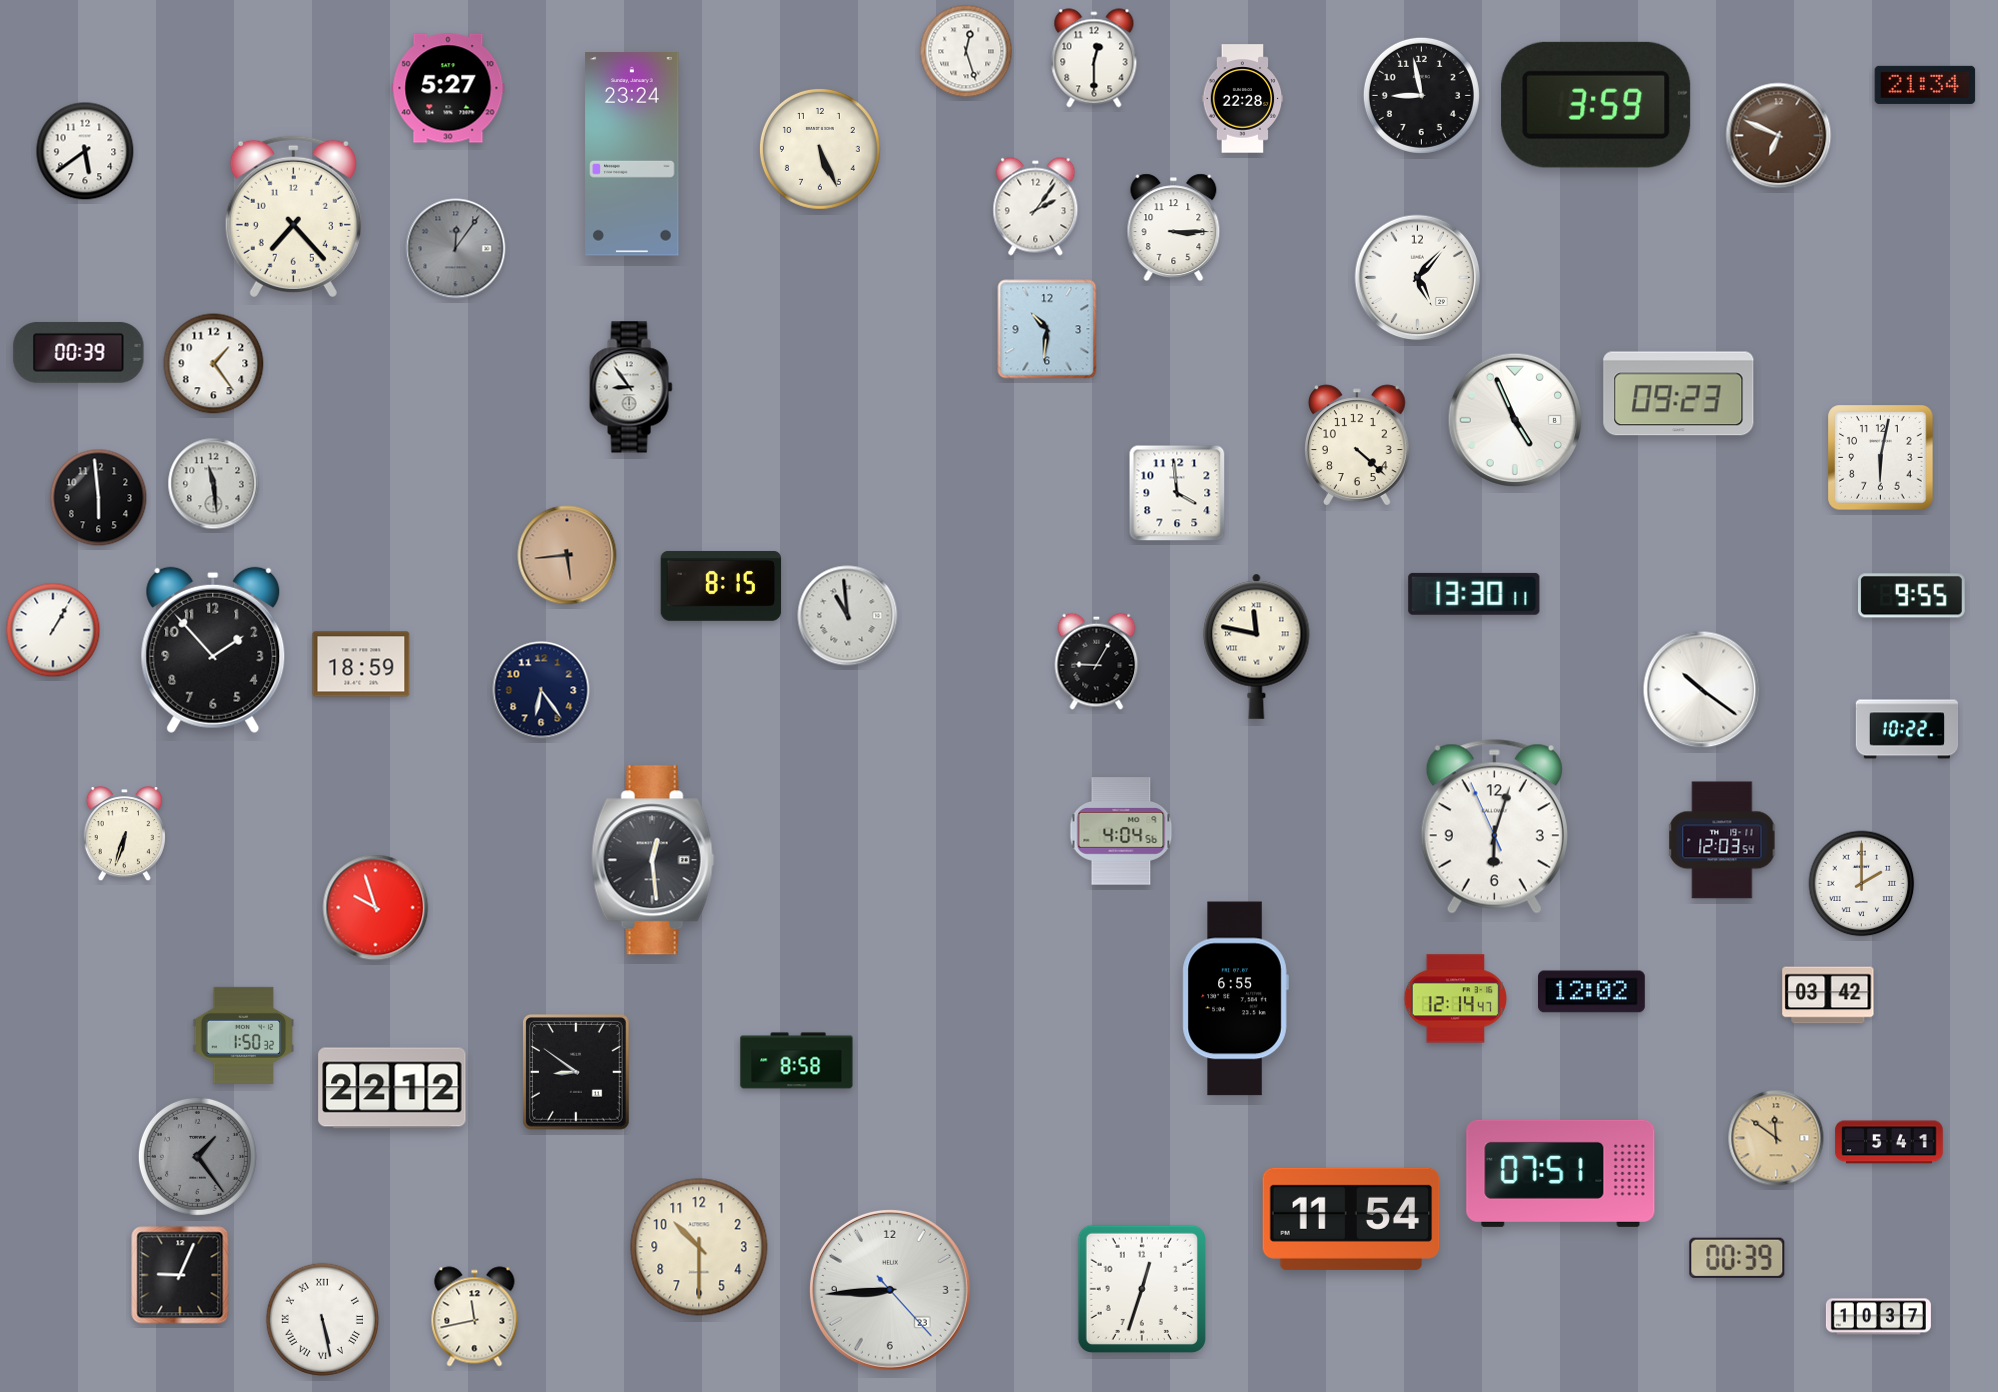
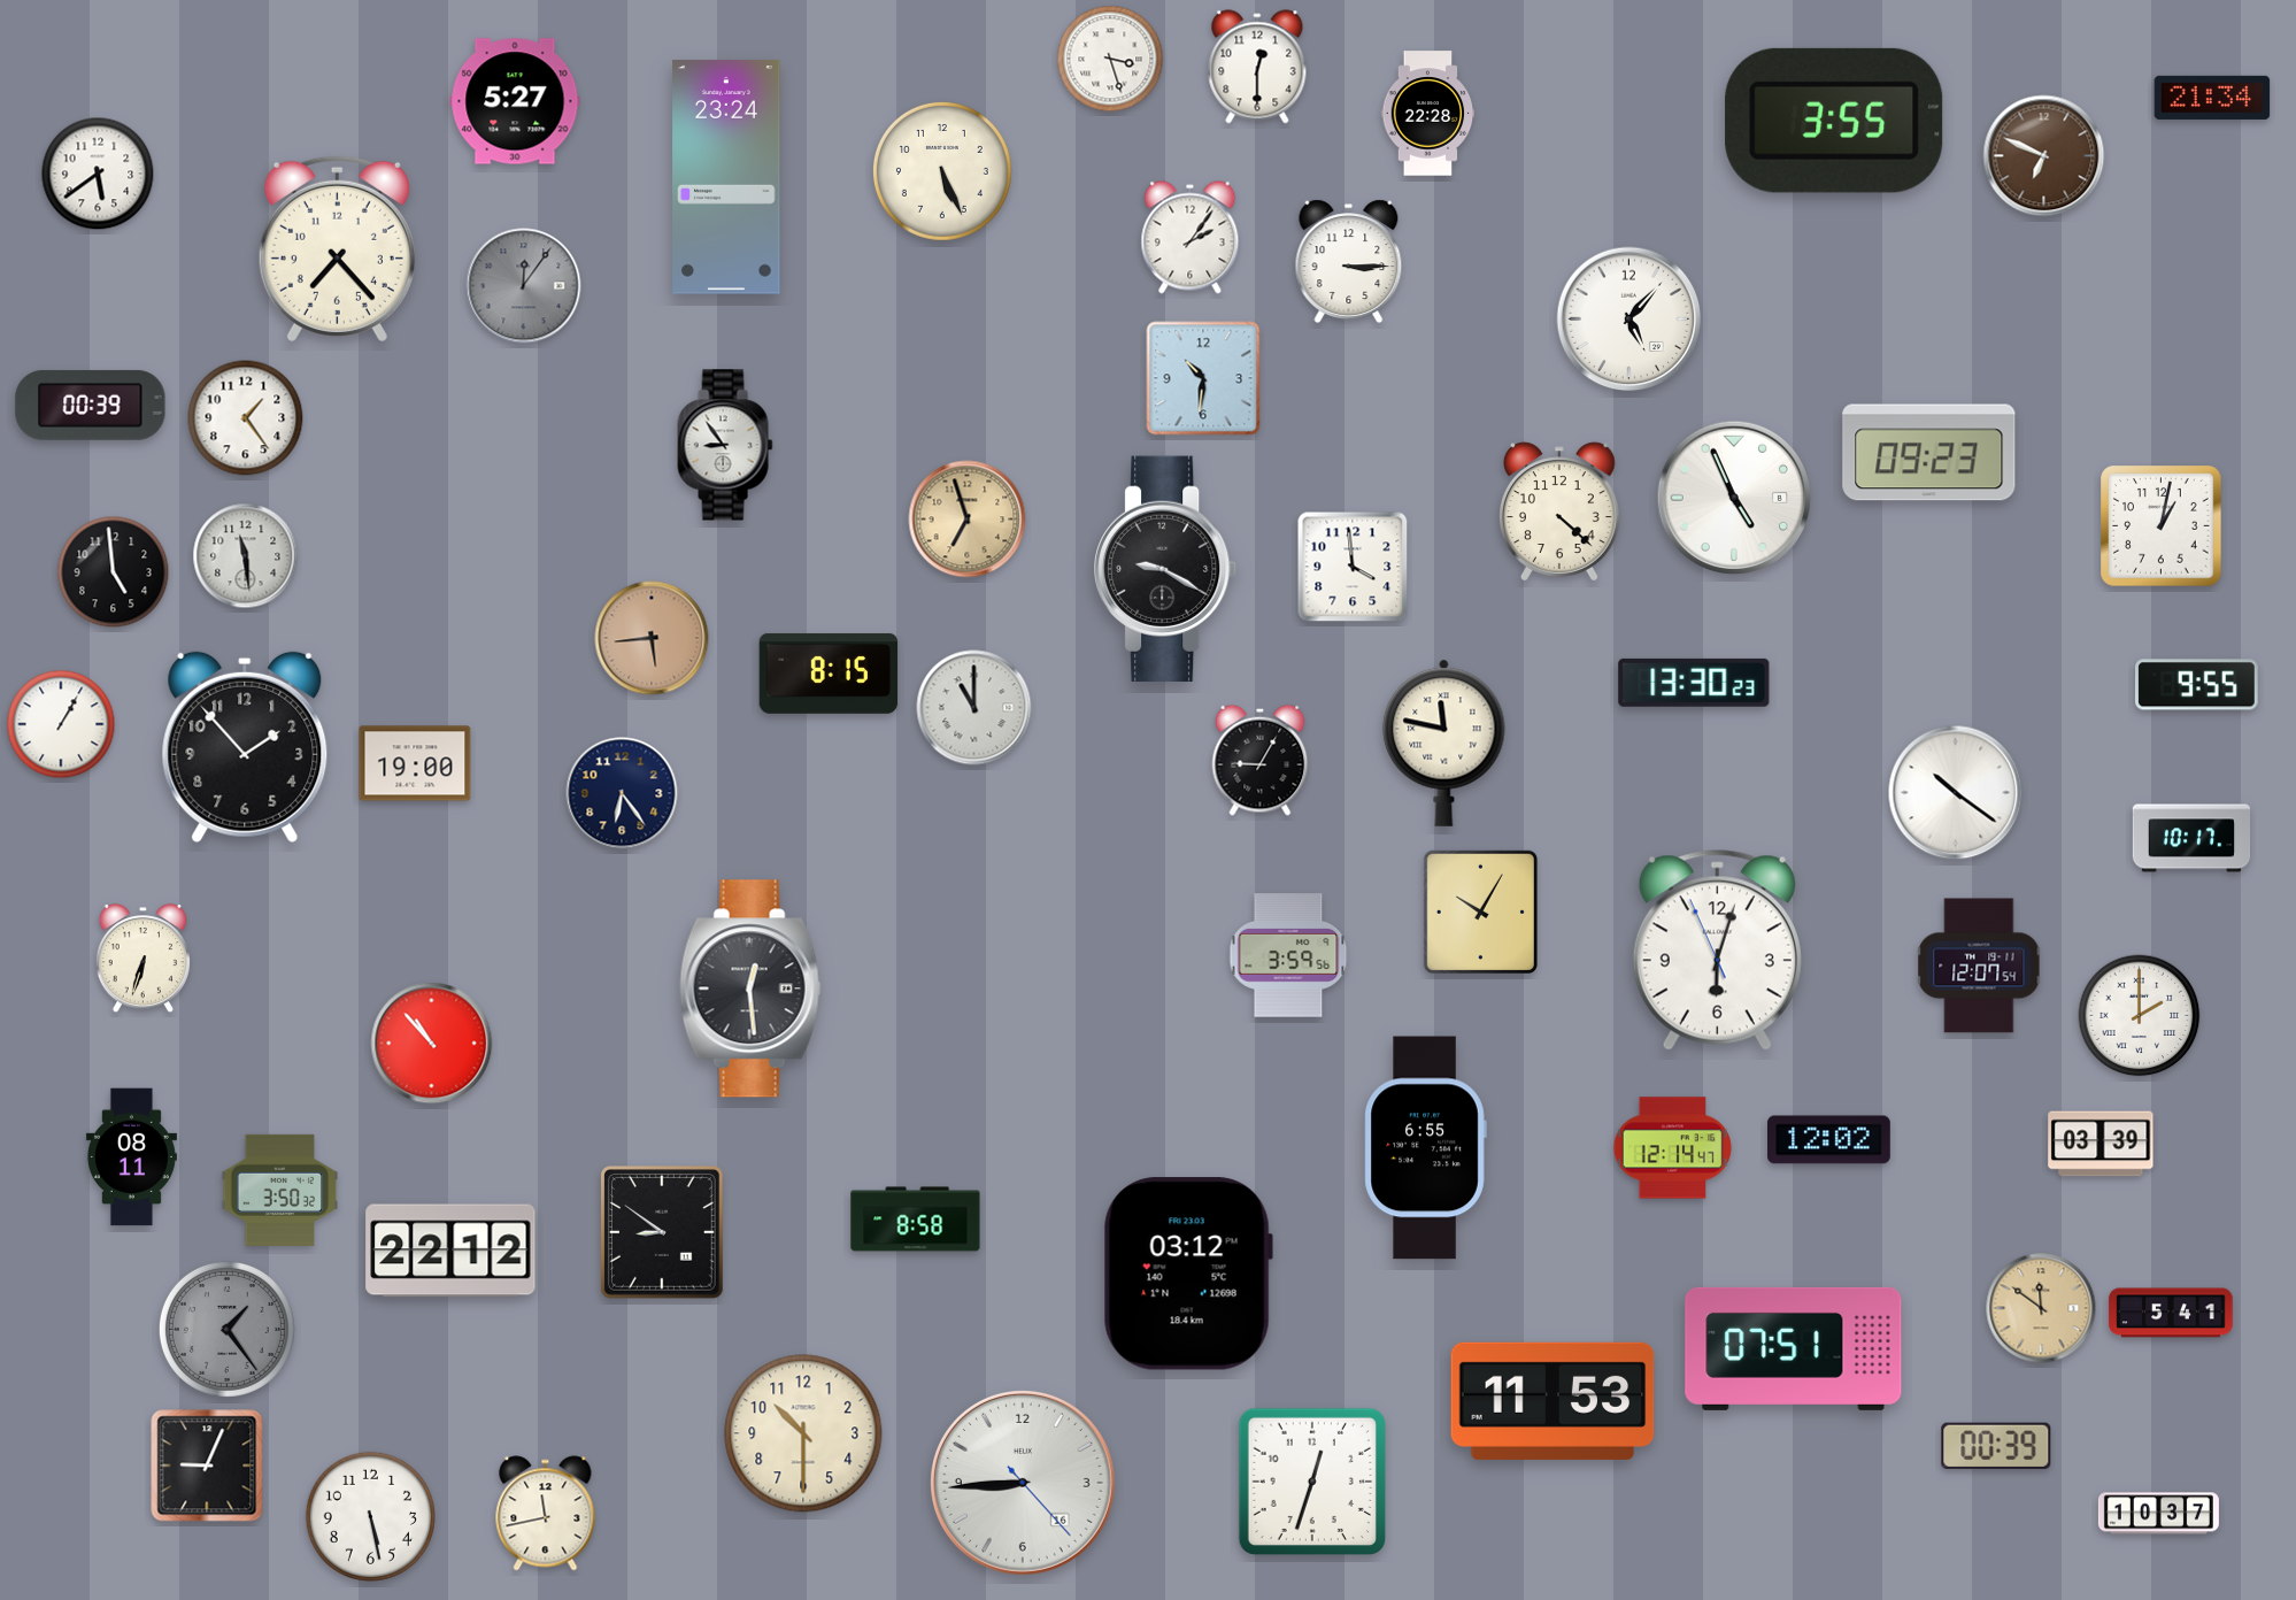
clock at (966, 51): 12:27 -> 3:27
clock at (1421, 95): 8:58 -> none
clock at (1596, 105): 3:59 -> 3:55
clock at (1514, 419) position: (1514, 419) -> (1733, 497)
clock at (968, 520): none -> 6:57
clock at (1881, 458): 6:02 -> 1:02
clock at (1166, 569): none -> 9:20
clock at (99, 498): 5:59 -> 4:59
clock at (1474, 594): 13:30:11 -> 13:30:23
clock at (848, 616): 10:59 -> 11:00
clock at (361, 664): 18:59 -> 19:00
clock at (1907, 729): 10:22 -> 10:17
clock at (1480, 911): none -> 10:05
clock at (1121, 831): 4:04 -> 3:59
clock at (1722, 840): 12:03 -> 12:07
clock at (376, 908): 9:57 -> 10:53
clock at (1828, 995): 03:42 -> 03:39
clock at (1235, 999) position: (1235, 999) -> (1425, 1148)
clock at (131, 1157): none -> 08:11
clock at (244, 1035): 1:50 -> 3:50
clock at (1188, 1274): none -> 03:12
clock at (1351, 1219): 11:54 -> 11:53
clock at (890, 1290) date: 23 -> 16
clock at (322, 1319) numerals: Roman -> Arabic
